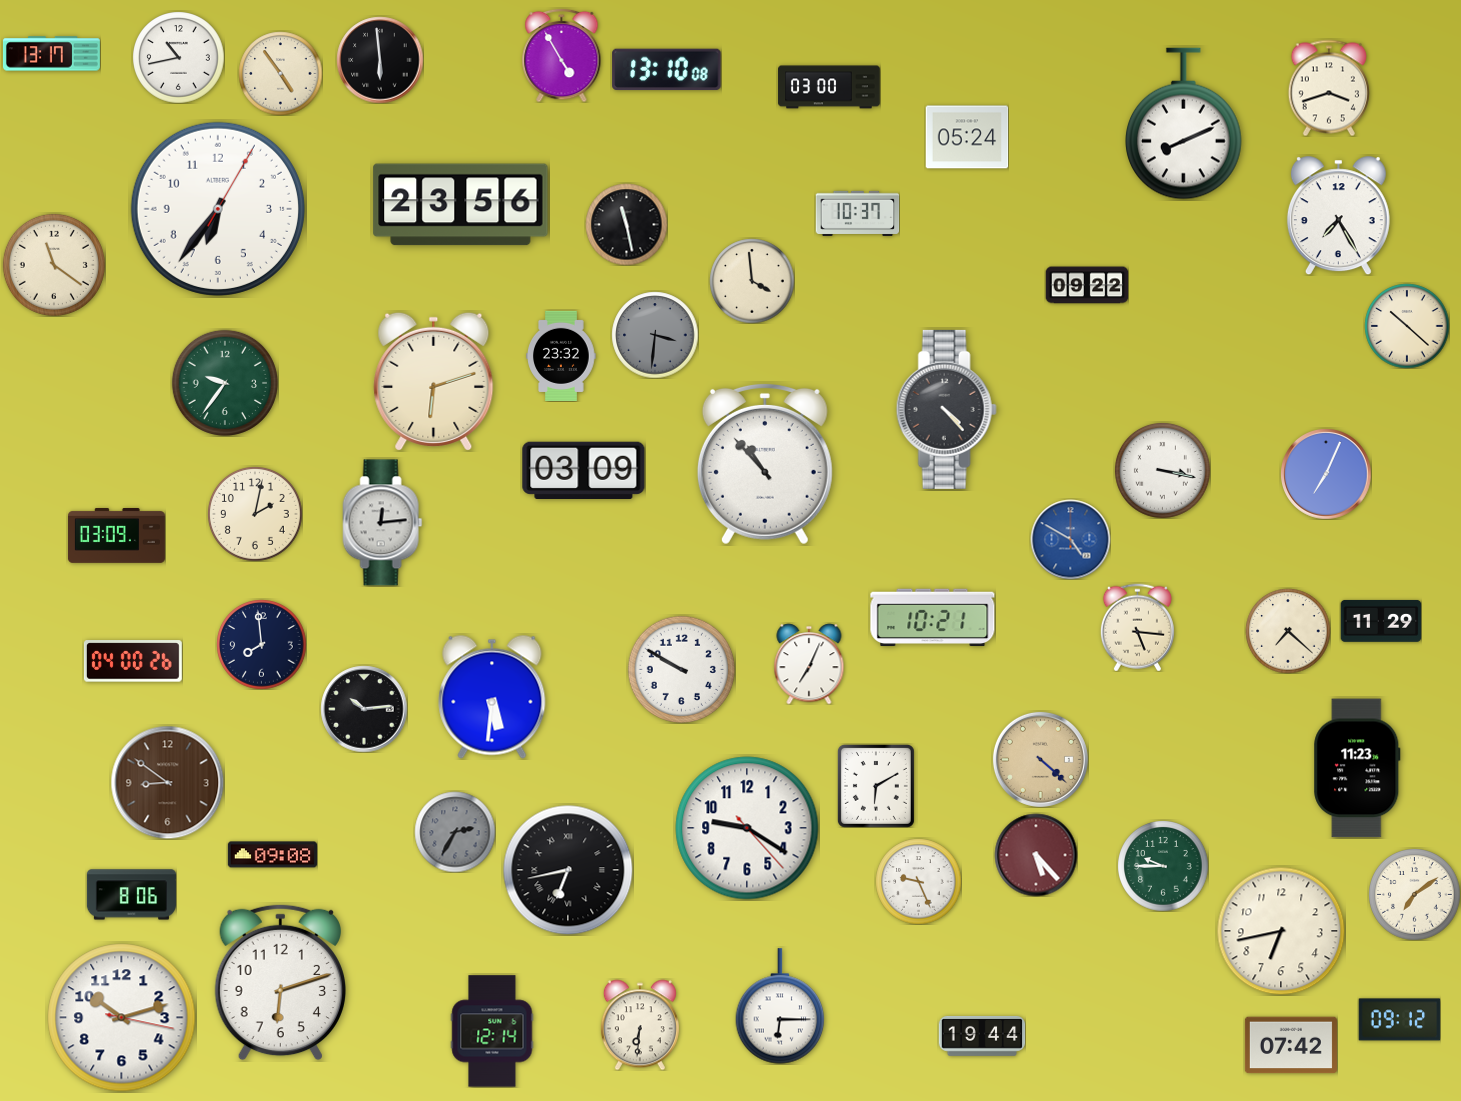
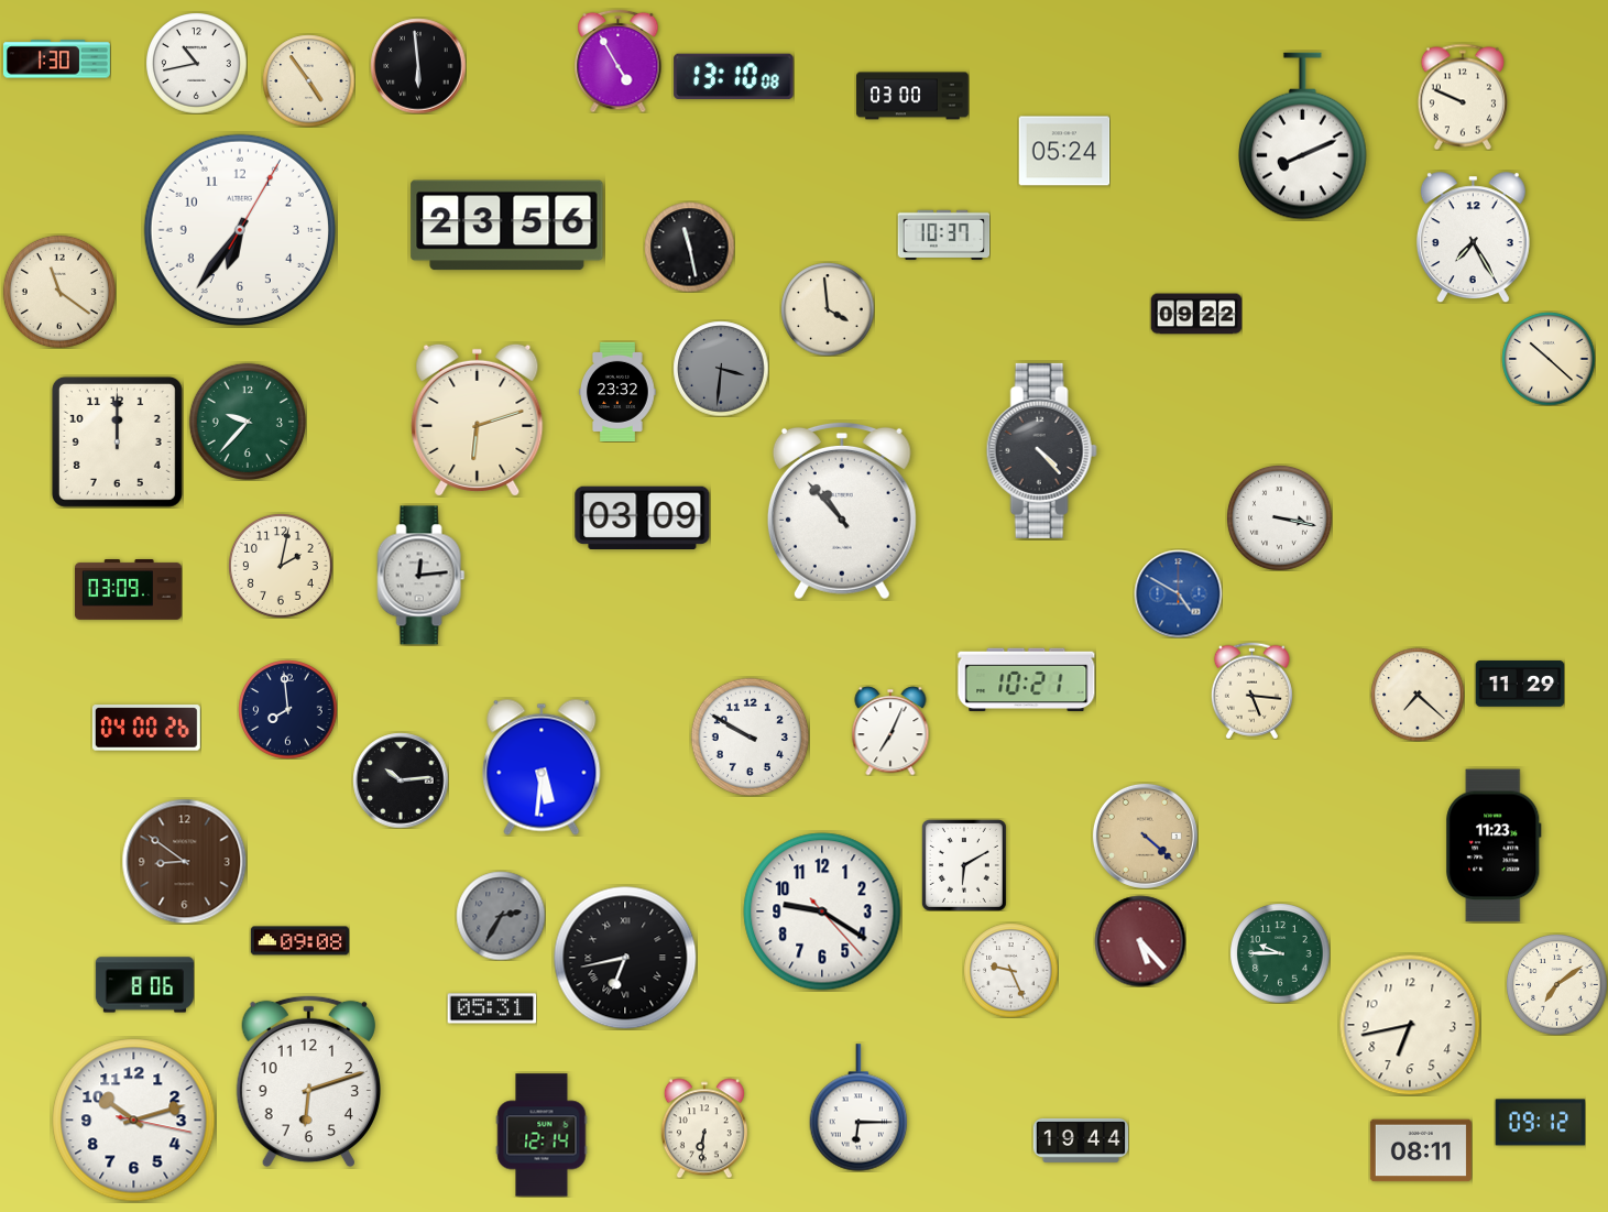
clock at (51, 54): 13:17 -> 1:30
clock at (1329, 88): 3:42 -> 9:49
clock at (225, 383): 9:36 -> 9:37
clock at (117, 441): none -> 12:00
clock at (1326, 474): 7:04 -> none
clock at (492, 1008): none -> 05:31
clock at (1291, 1045): 07:42 -> 08:11
